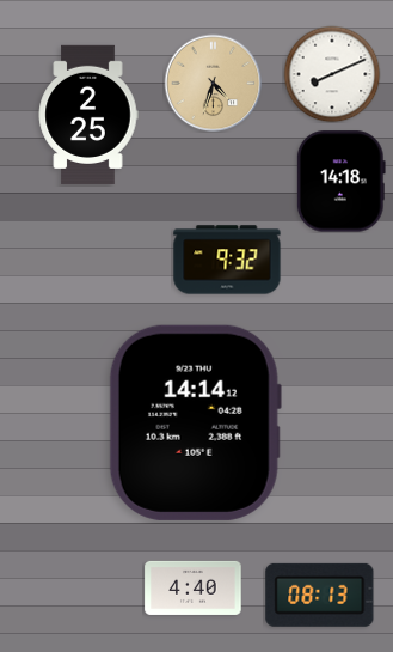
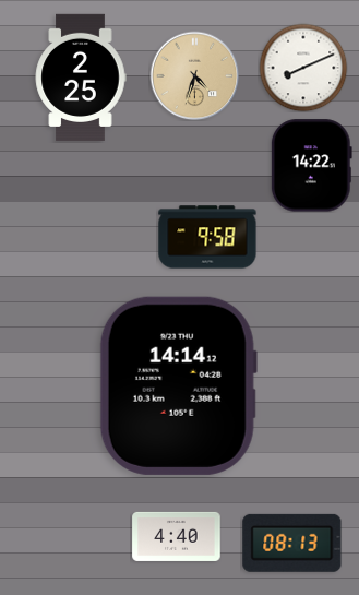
clock at (88, 114) position: (88, 114) -> (81, 76)
clock at (340, 182): 14:18 -> 14:22
clock at (227, 260): 9:32 -> 9:58
